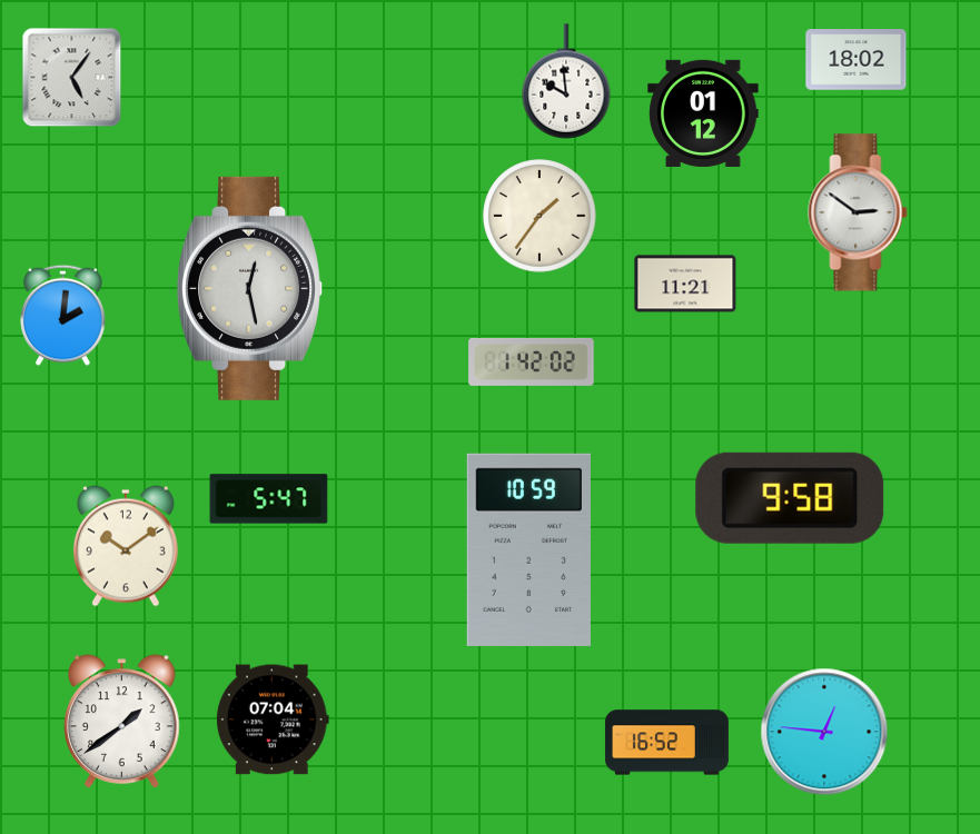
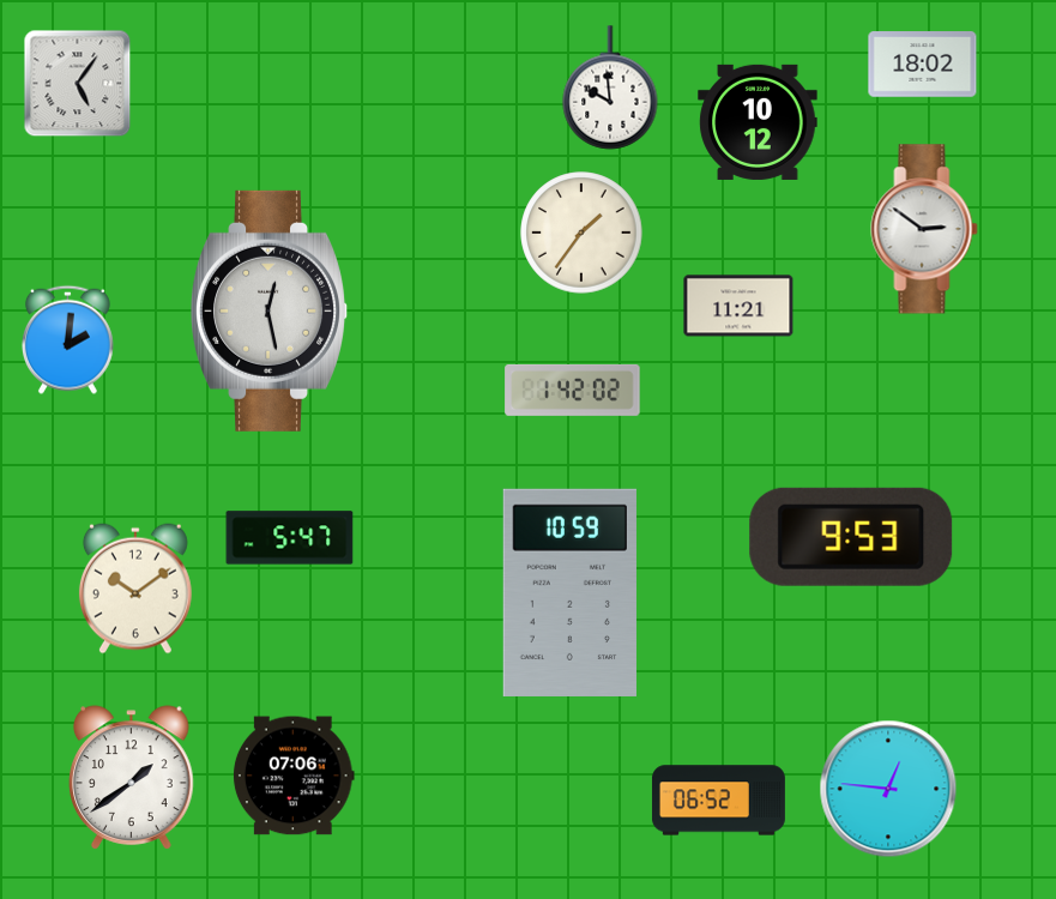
clock at (703, 113): 01:12 -> 10:12
clock at (790, 498): 9:58 -> 9:53
clock at (273, 719): 07:04 -> 07:06
clock at (666, 743): 16:52 -> 06:52
